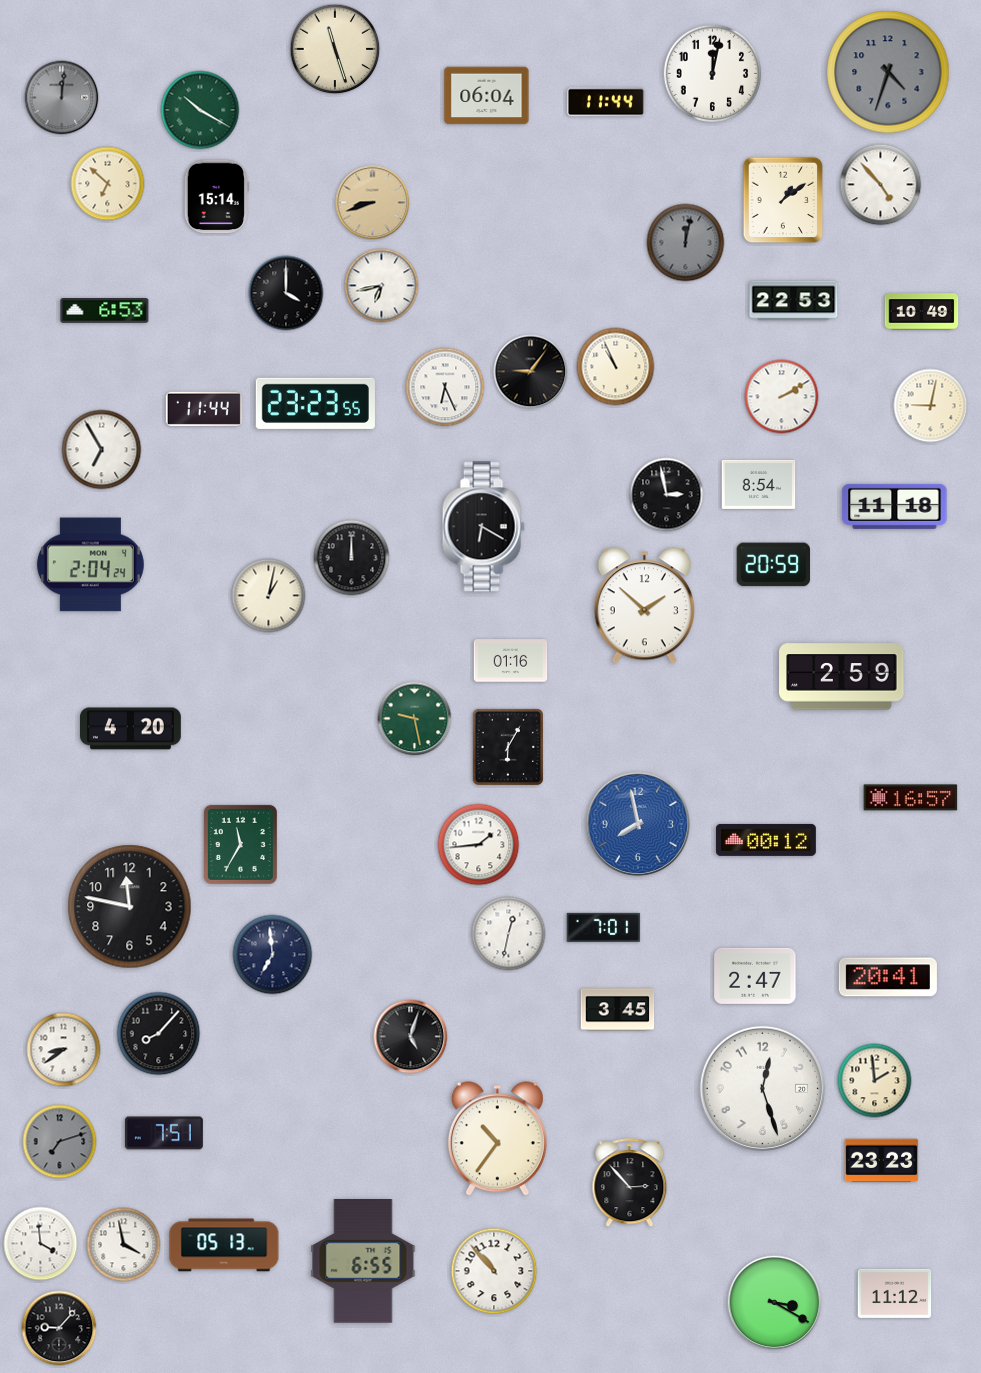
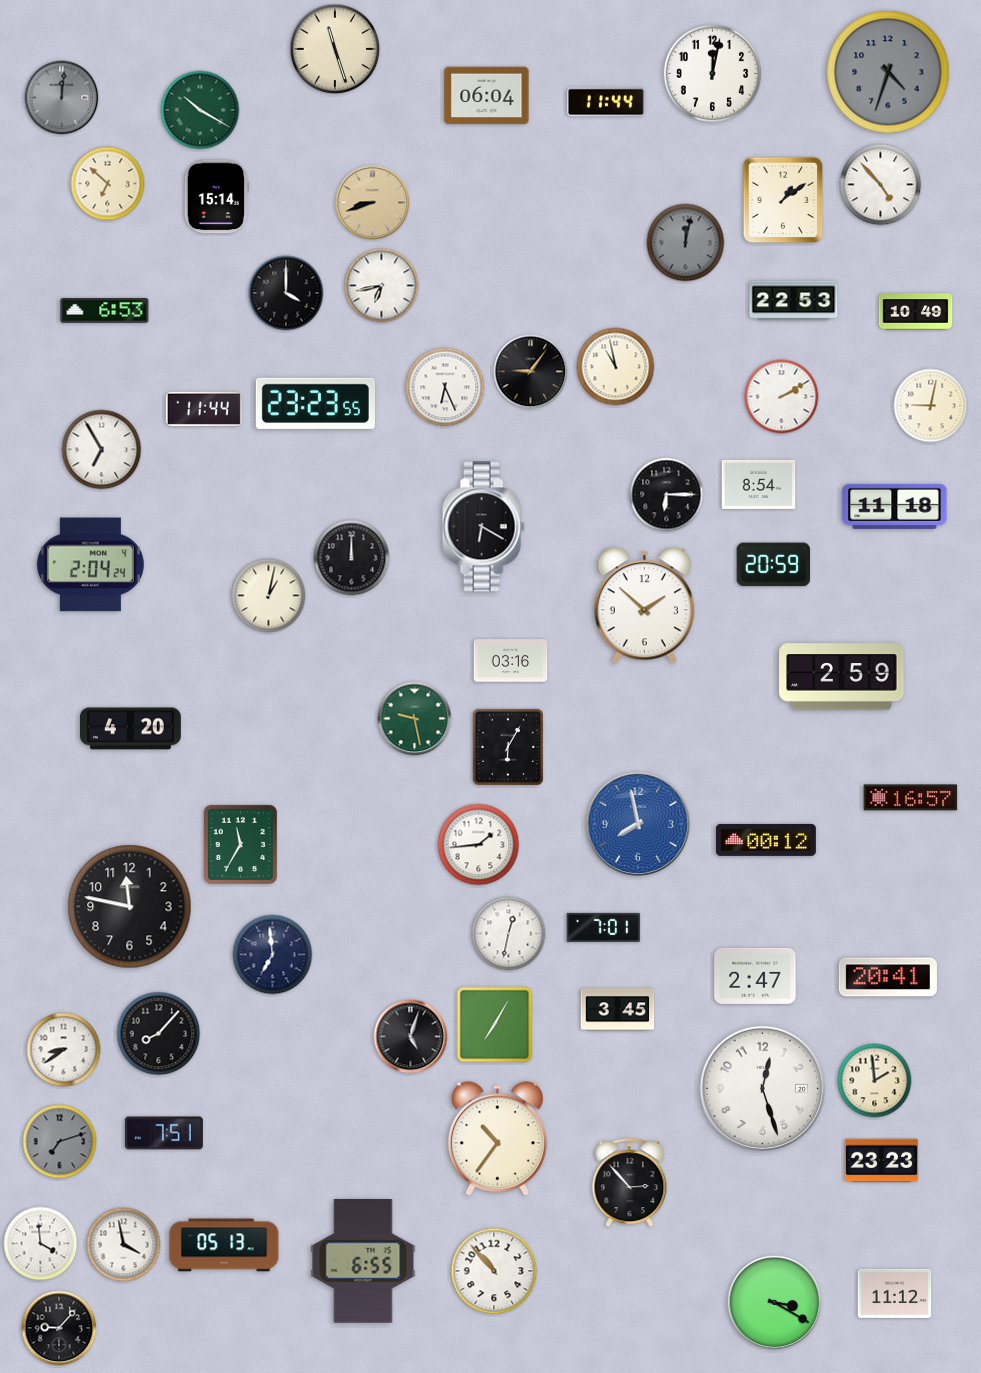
clock at (922, 312) position: (922, 312) -> (916, 312)
clock at (616, 367): 10:56 -> 10:58
clock at (667, 495): 2:58 -> 6:15
clock at (511, 661): 01:16 -> 03:16
clock at (495, 1025): none -> 7:05
